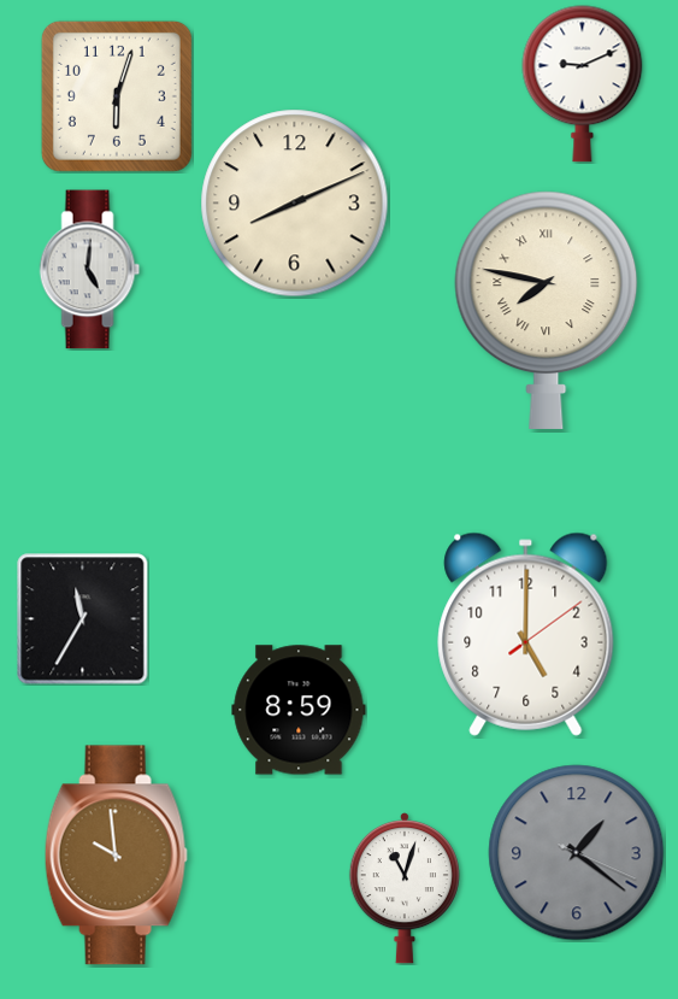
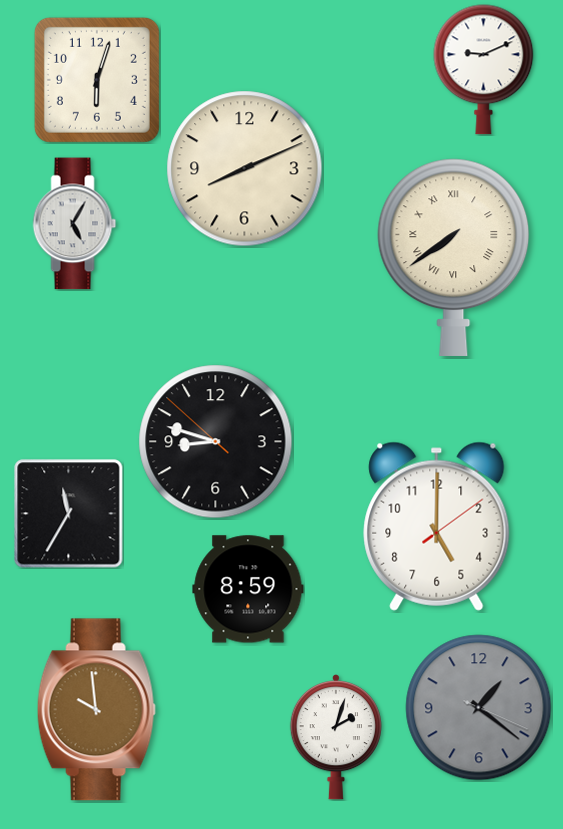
clock at (90, 270): 5:01 -> 5:05
clock at (547, 310): 7:47 -> 7:39
clock at (216, 442): none -> 8:47
clock at (405, 889): 11:03 -> 2:03
